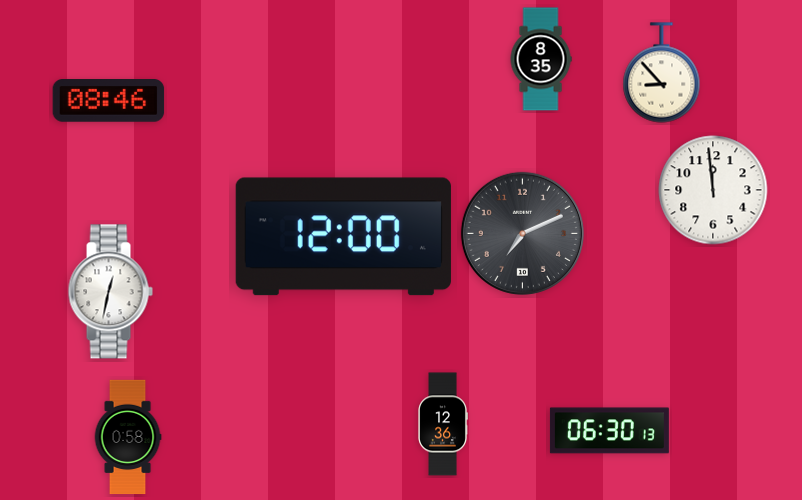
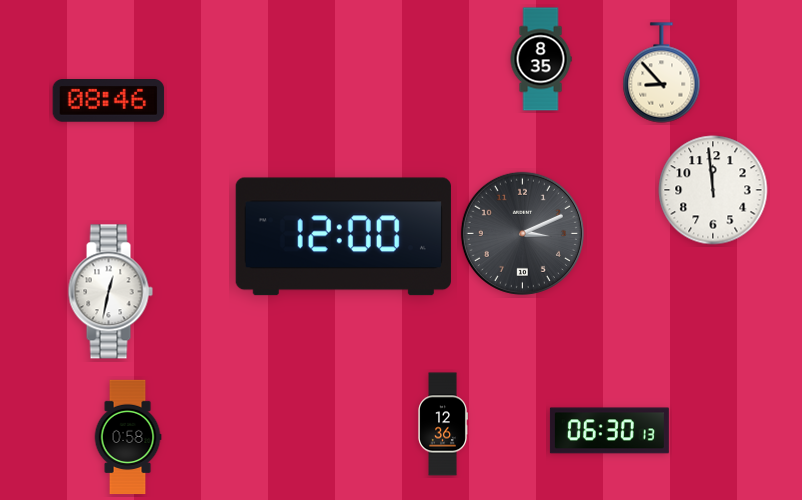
clock at (522, 233): 7:11 -> 3:11
